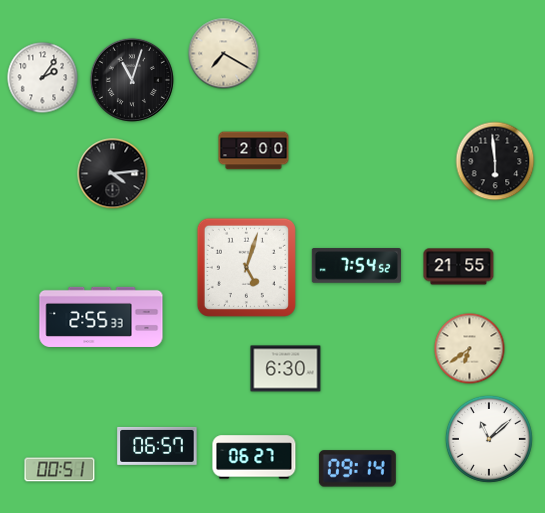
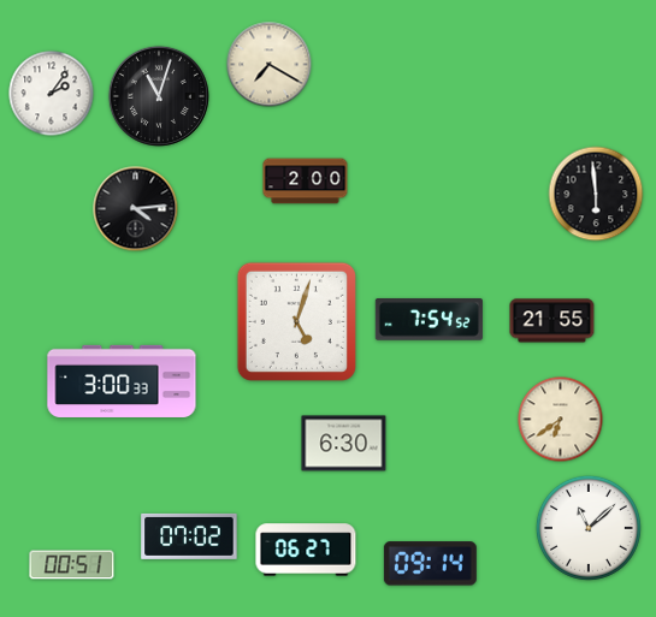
clock at (101, 317): 2:55 -> 3:00
clock at (470, 349) position: (470, 349) -> (561, 420)
clock at (157, 446): 06:57 -> 07:02
